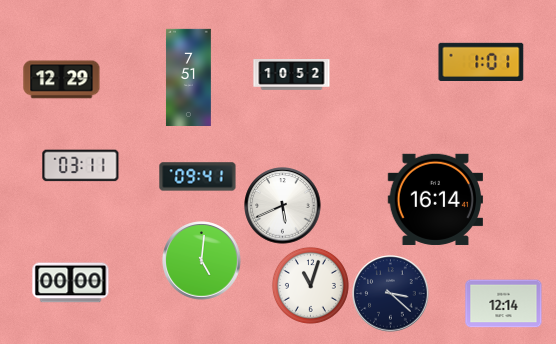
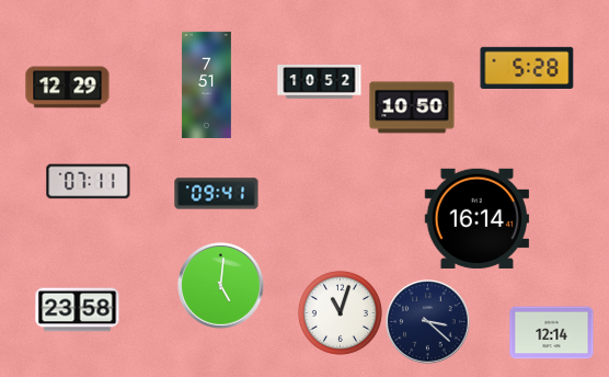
clock at (481, 61): 1:01 -> 5:28
clock at (412, 107): none -> 10:50
clock at (81, 166): 03:11 -> 07:11
clock at (283, 206): 5:41 -> none
clock at (71, 283): 00:00 -> 23:58
